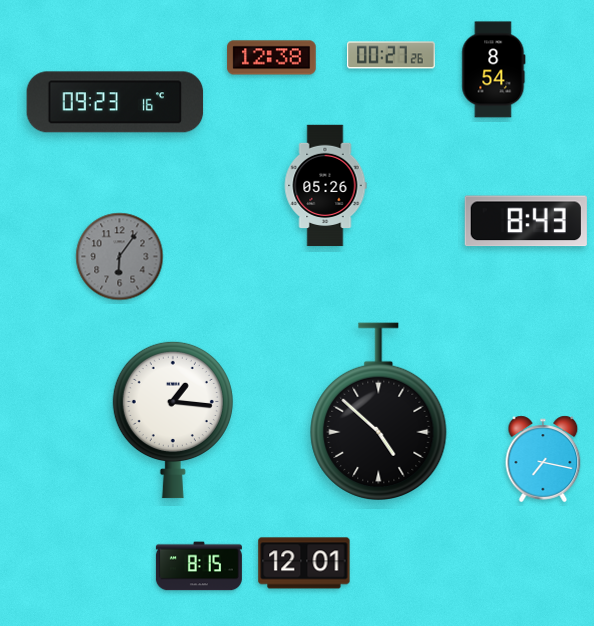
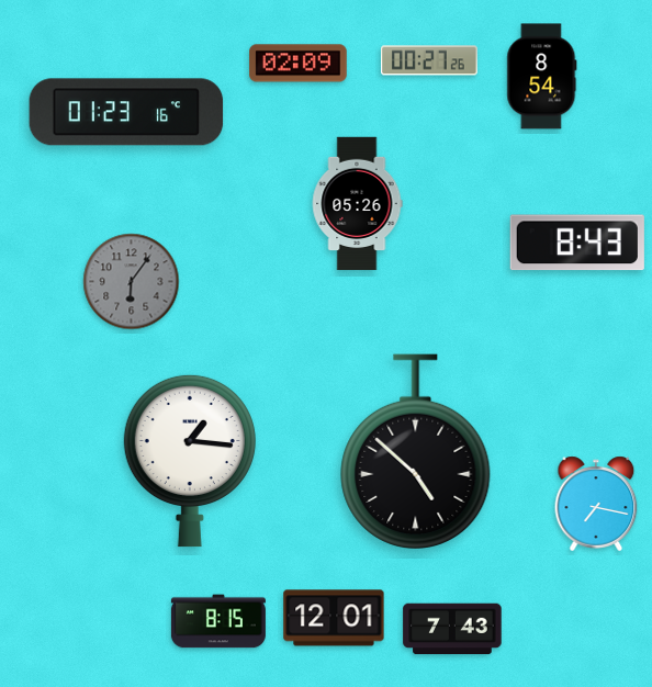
clock at (272, 58): 12:38 -> 02:09
clock at (115, 102): 09:23 -> 01:23
clock at (452, 629): none -> 7:43
